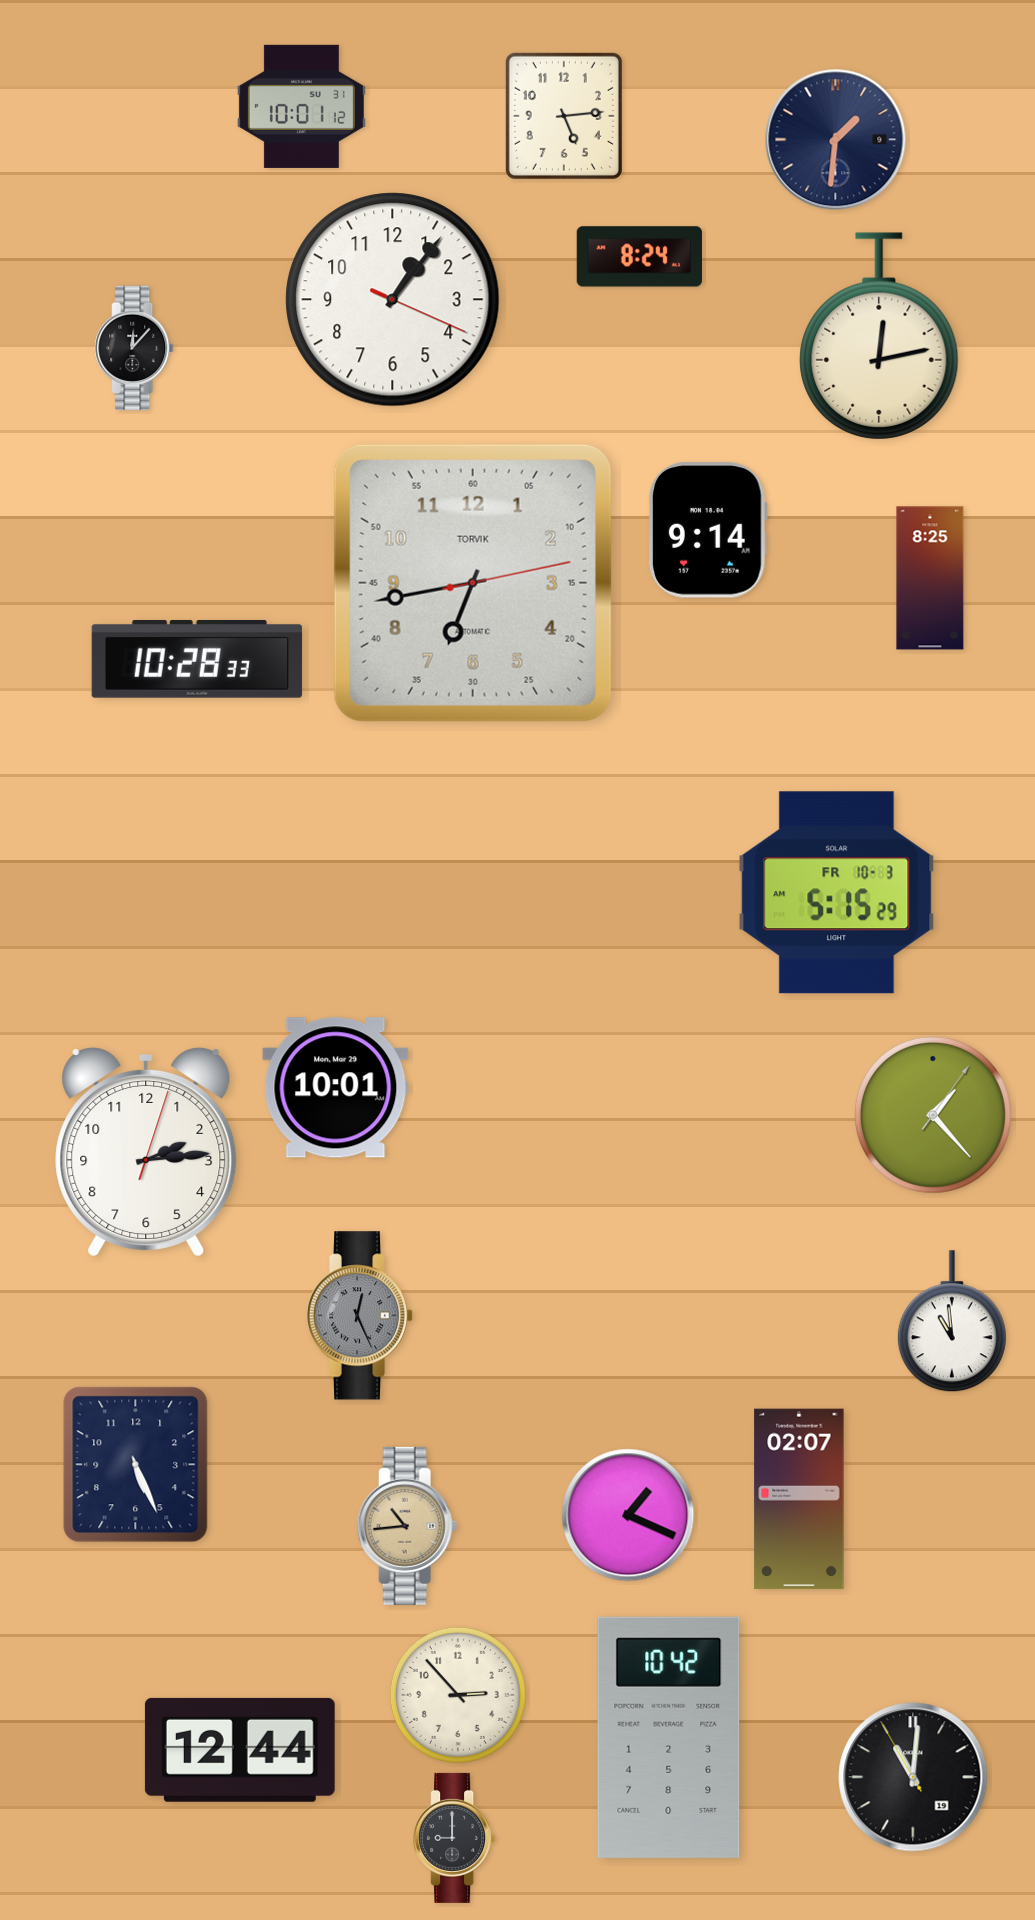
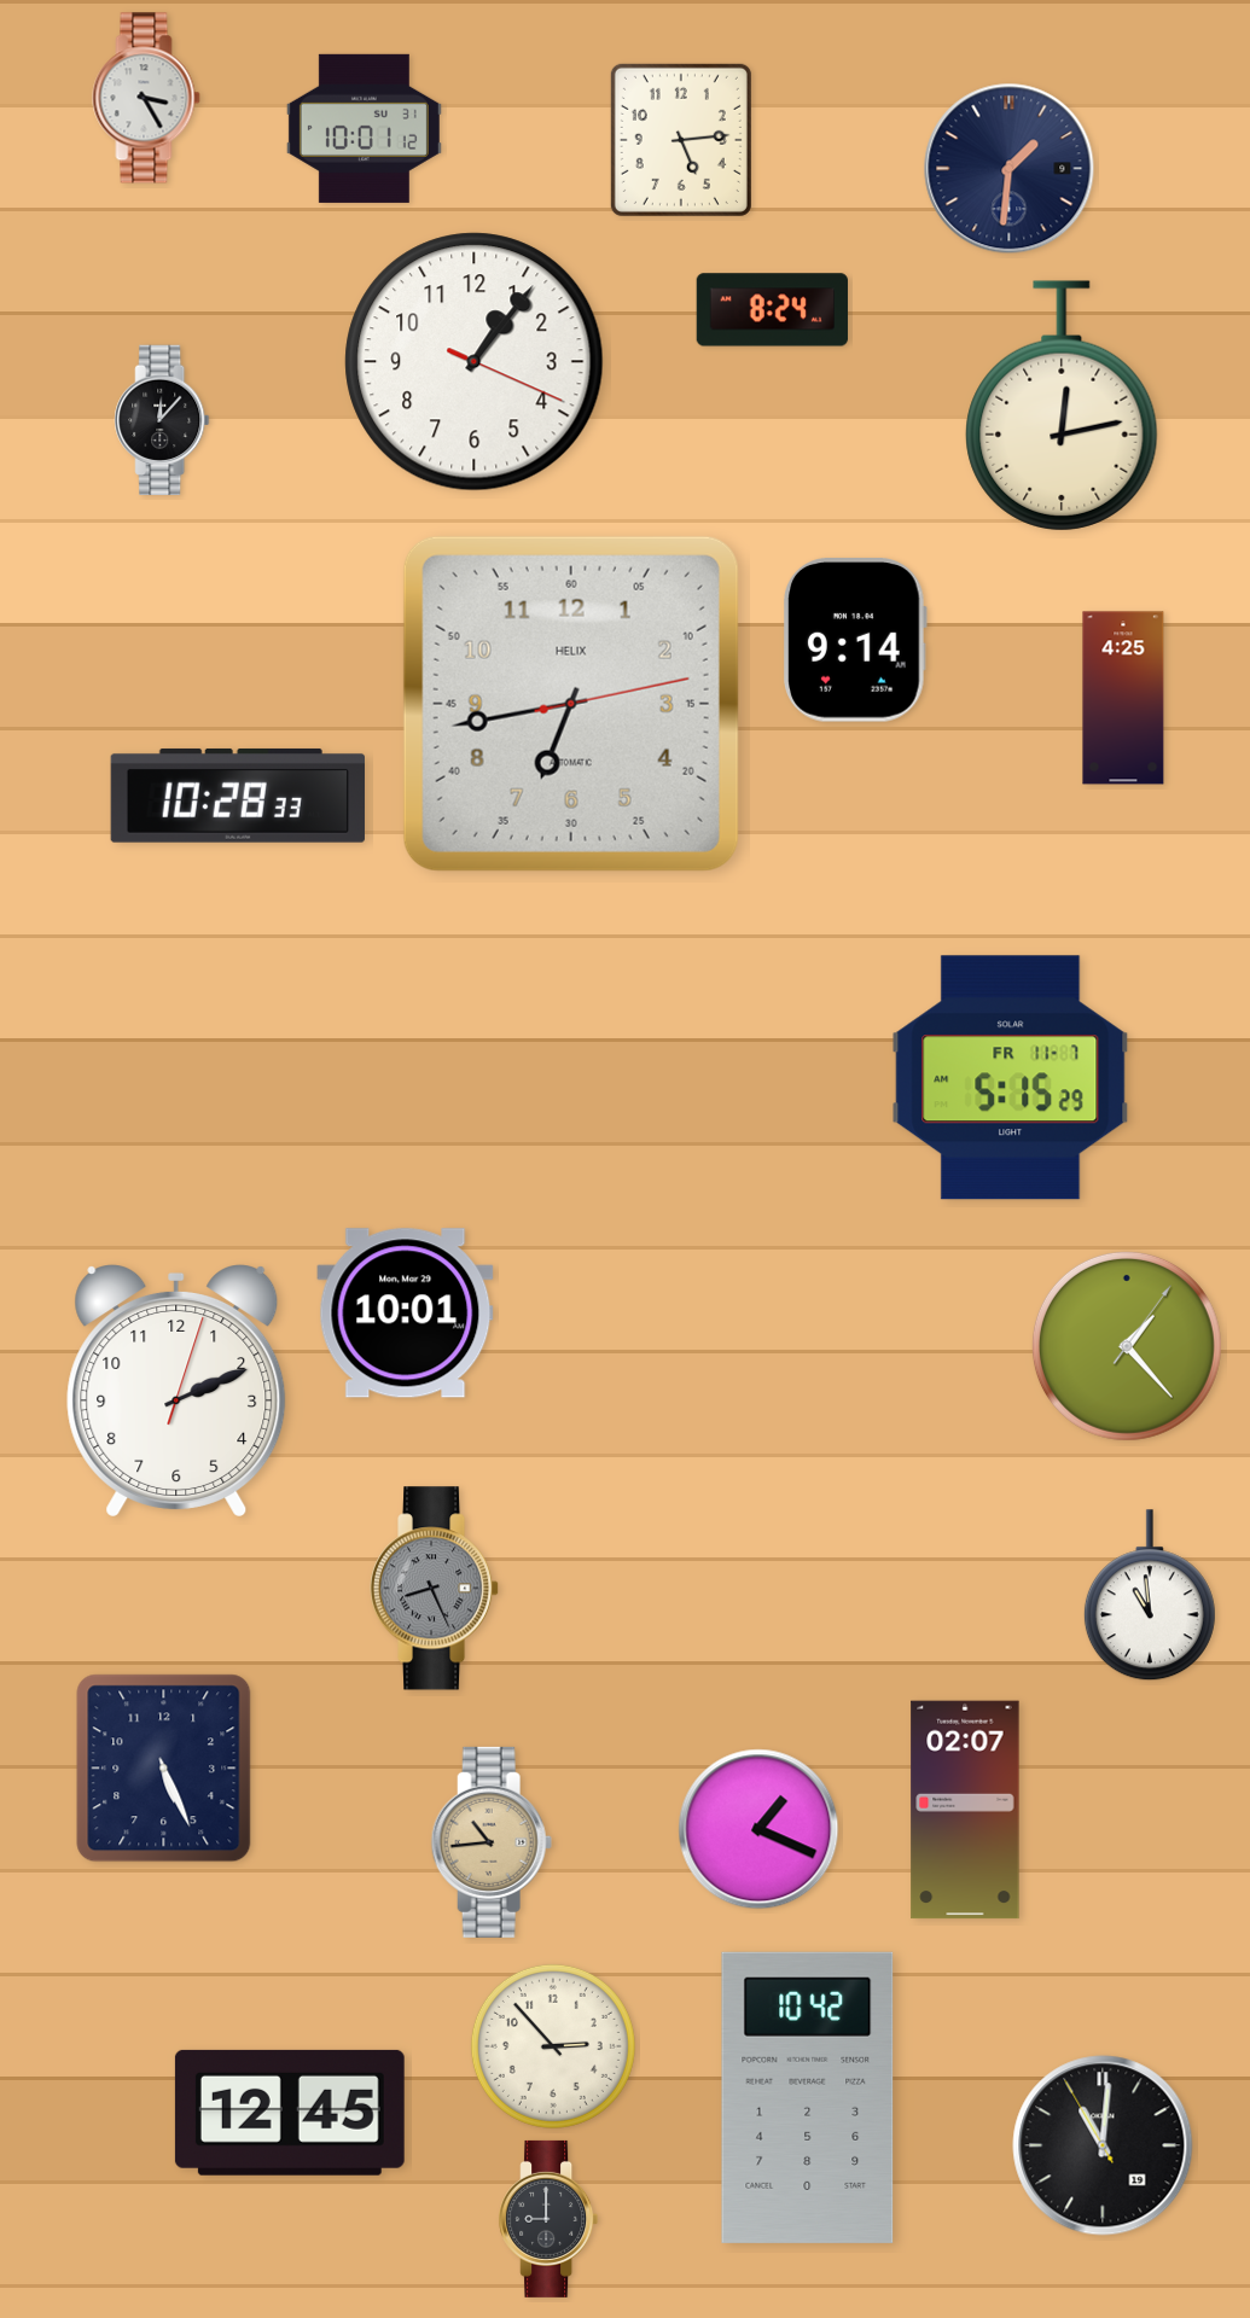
clock at (146, 98): none -> 3:25
clock at (930, 578): 8:25 -> 4:25
clock at (473, 583) brand: TORVIK -> HELIX
clock at (837, 893) date: FR 10-3 -> FR 11-7
clock at (146, 1153): 2:14 -> 2:11
clock at (360, 1316): 12:26 -> 8:26
clock at (240, 1750): 12:44 -> 12:45
